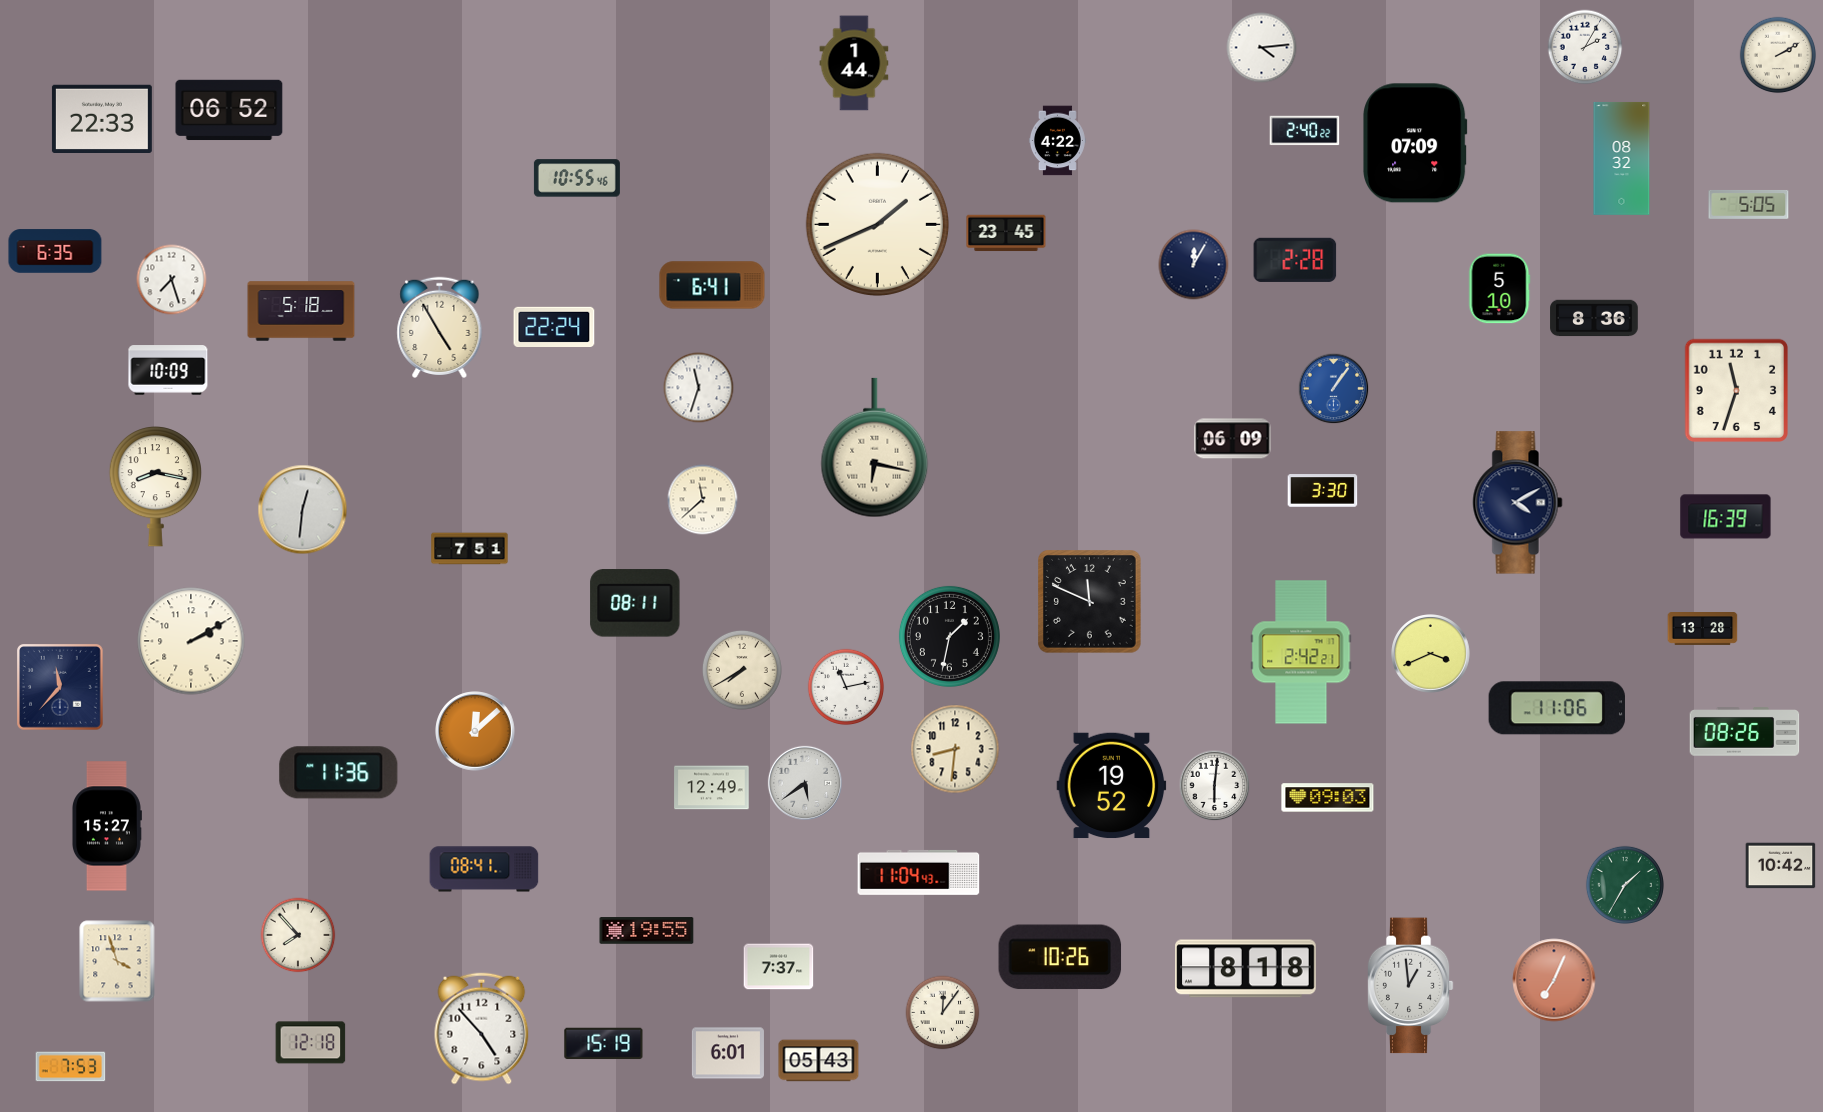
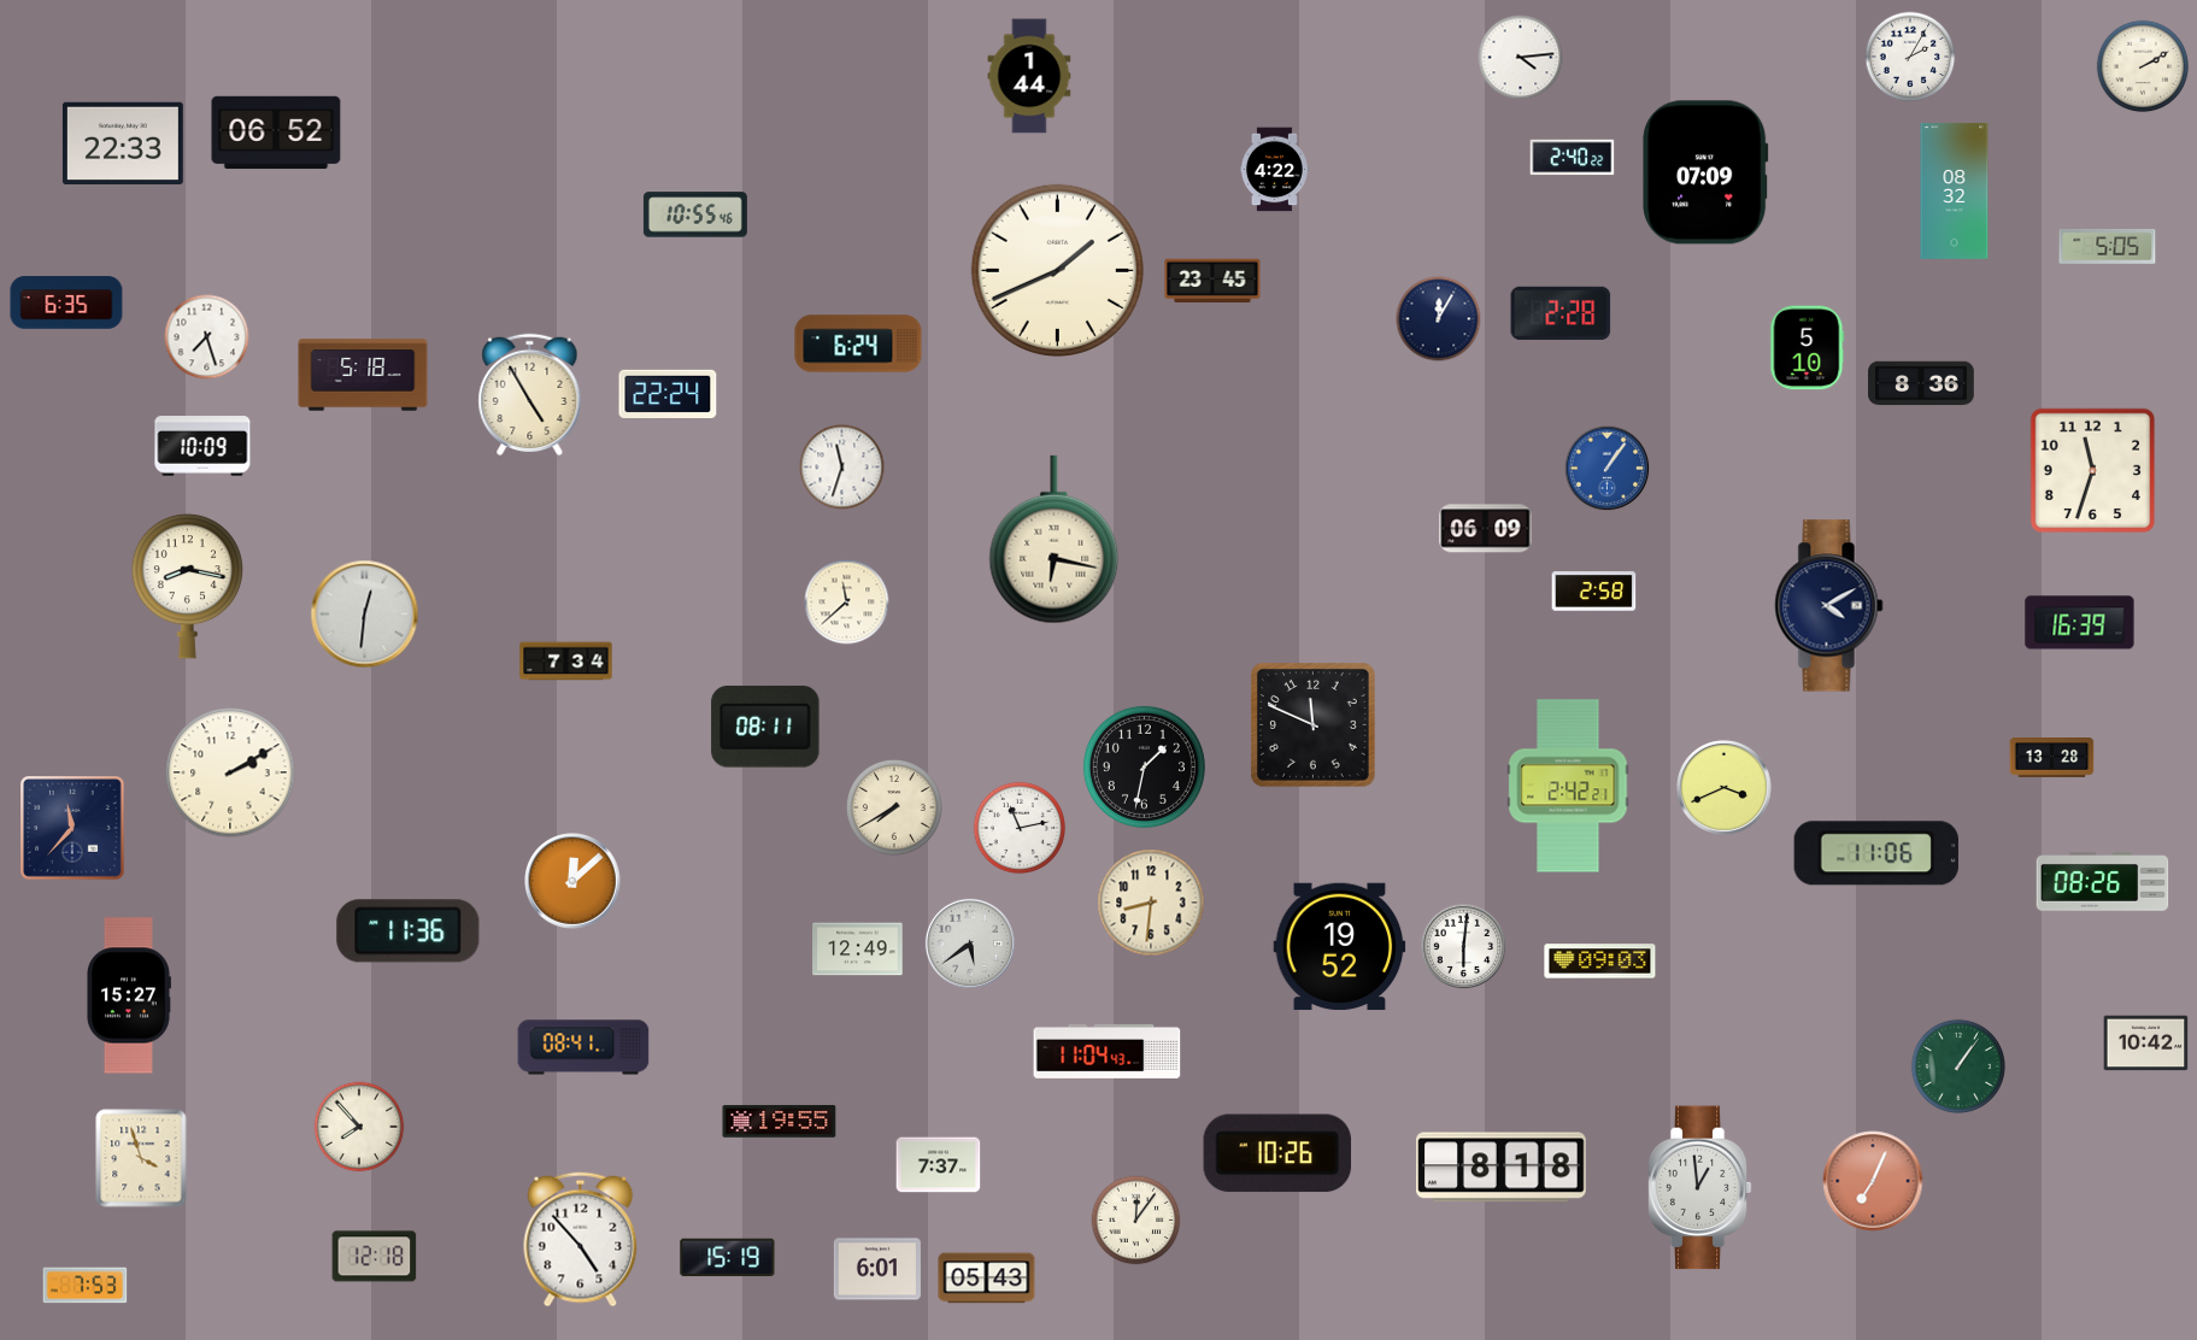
clock at (712, 285): 6:41 -> 6:24
clock at (1323, 491): 3:30 -> 2:58
clock at (470, 549): 7:51 -> 7:34
clock at (1625, 885): 1:35 -> 1:06
